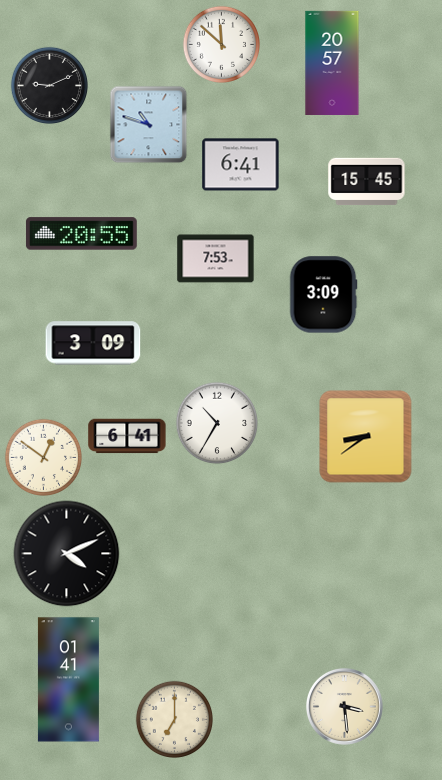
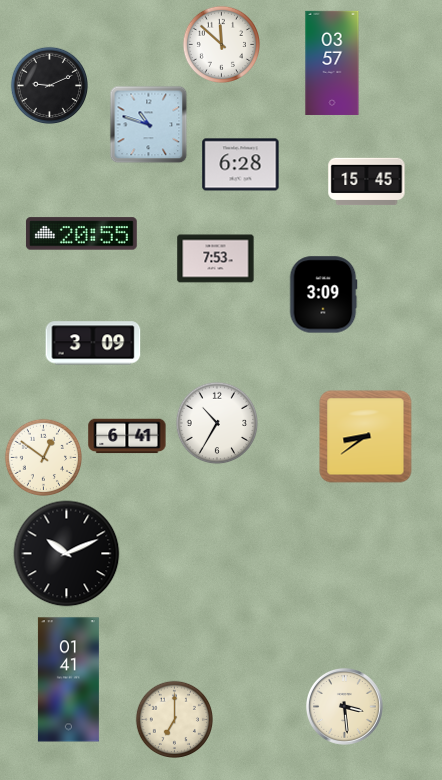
clock at (332, 63): 20:57 -> 03:57
clock at (241, 165): 6:41 -> 6:28
clock at (67, 554): 4:11 -> 10:11
